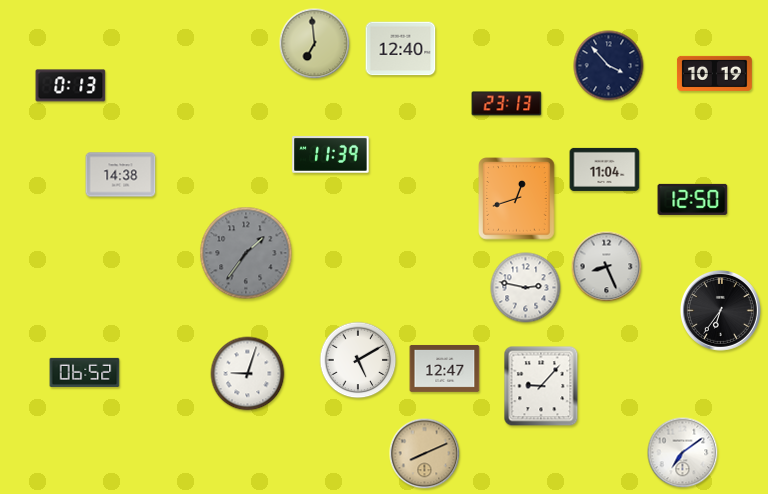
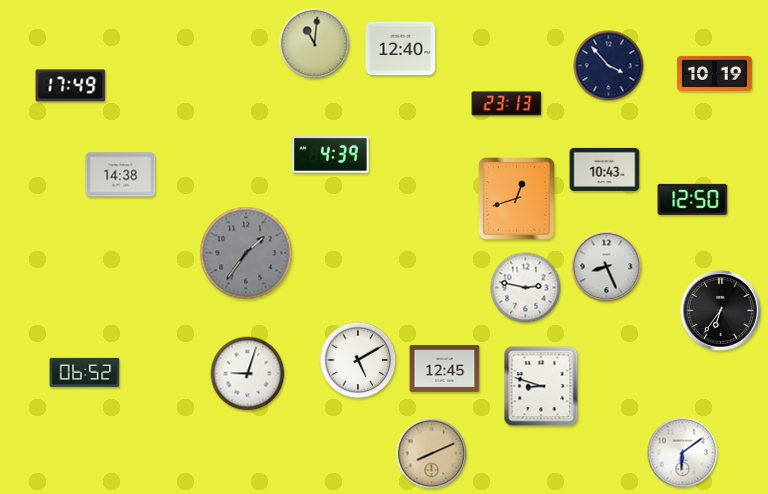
clock at (315, 44): 6:59 -> 11:01
clock at (71, 86): 0:13 -> 17:49
clock at (331, 155): 11:39 -> 4:39
clock at (605, 169): 11:04 -> 10:43
clock at (445, 368): 12:47 -> 12:45
clock at (541, 386): 9:07 -> 8:48
clock at (683, 453): 7:09 -> 6:09
clock at (425, 454) position: (425, 454) -> (432, 454)
